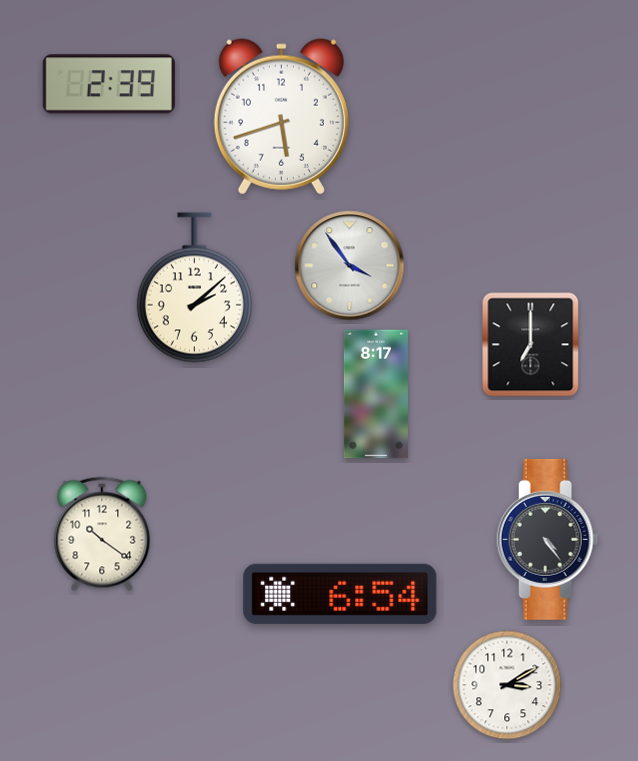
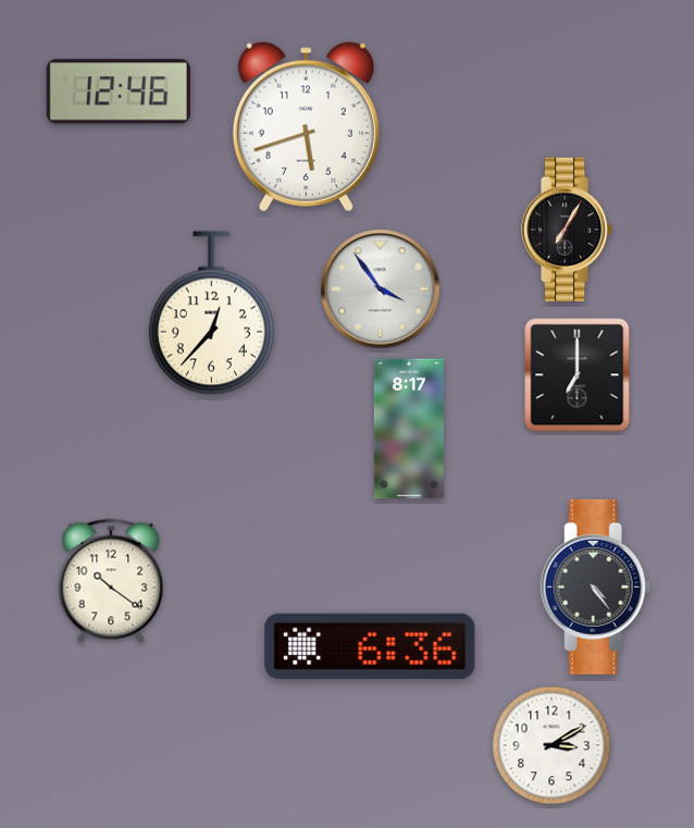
clock at (109, 84): 2:39 -> 12:46
clock at (568, 230): none -> 7:05
clock at (194, 288): 2:08 -> 12:37
clock at (340, 594): 6:54 -> 6:36
